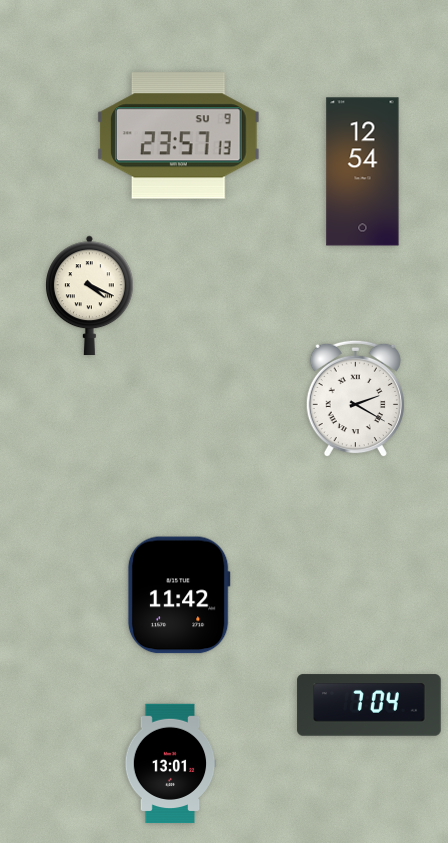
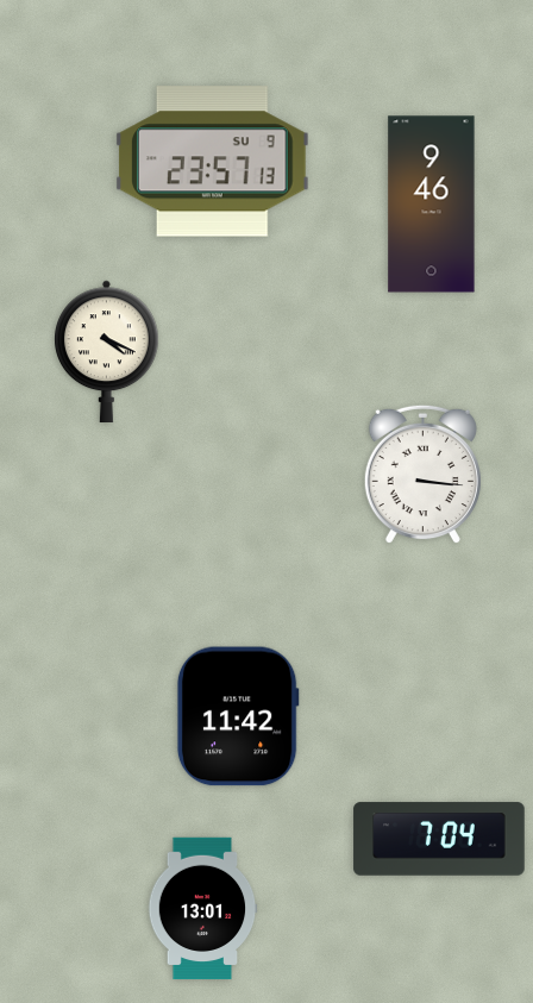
clock at (363, 172): 12:54 -> 9:46
clock at (355, 399): 2:20 -> 3:16
clock at (179, 595) position: (179, 595) -> (238, 716)
